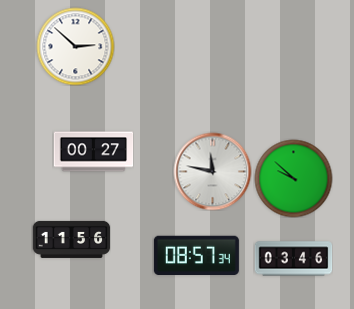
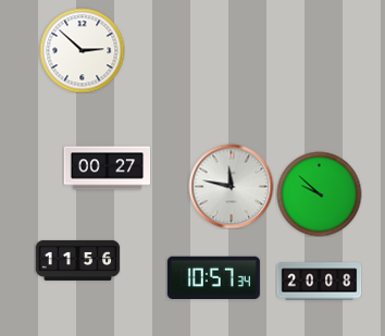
clock at (93, 152) position: (93, 152) -> (107, 169)
clock at (196, 255): 08:57 -> 10:57
clock at (293, 259): 03:46 -> 20:08
